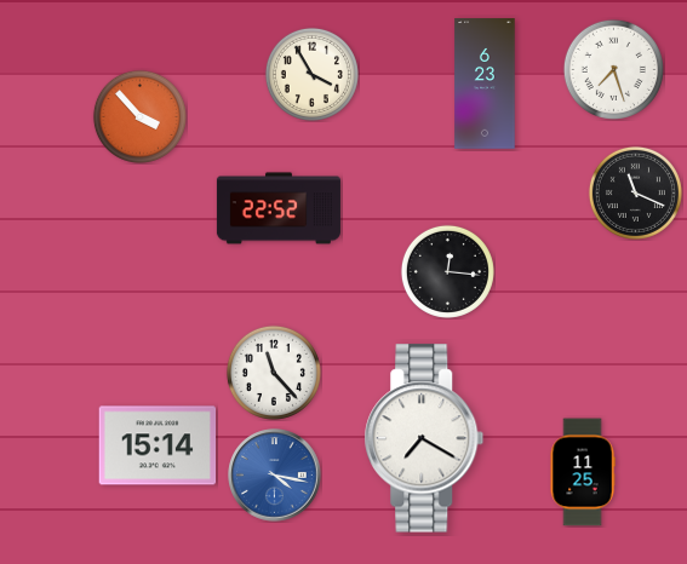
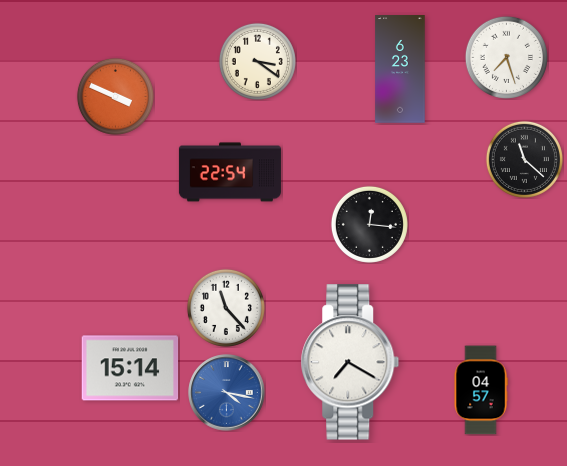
clock at (311, 74): 3:55 -> 3:21
clock at (139, 116): 3:53 -> 3:49
clock at (635, 192): 11:19 -> 11:22
clock at (279, 208): 22:52 -> 22:54
clock at (583, 472): 11:25 -> 04:57
